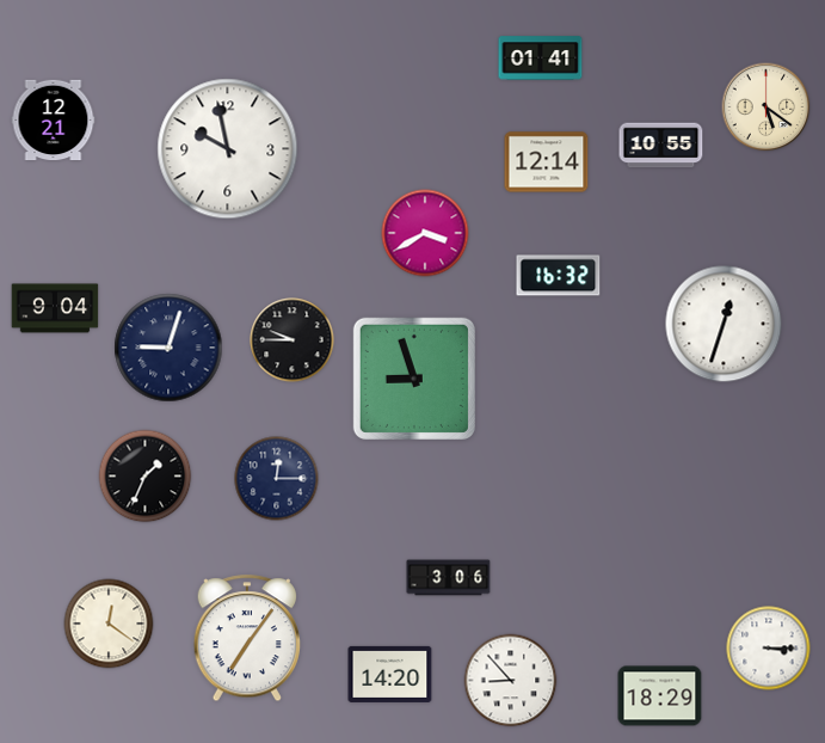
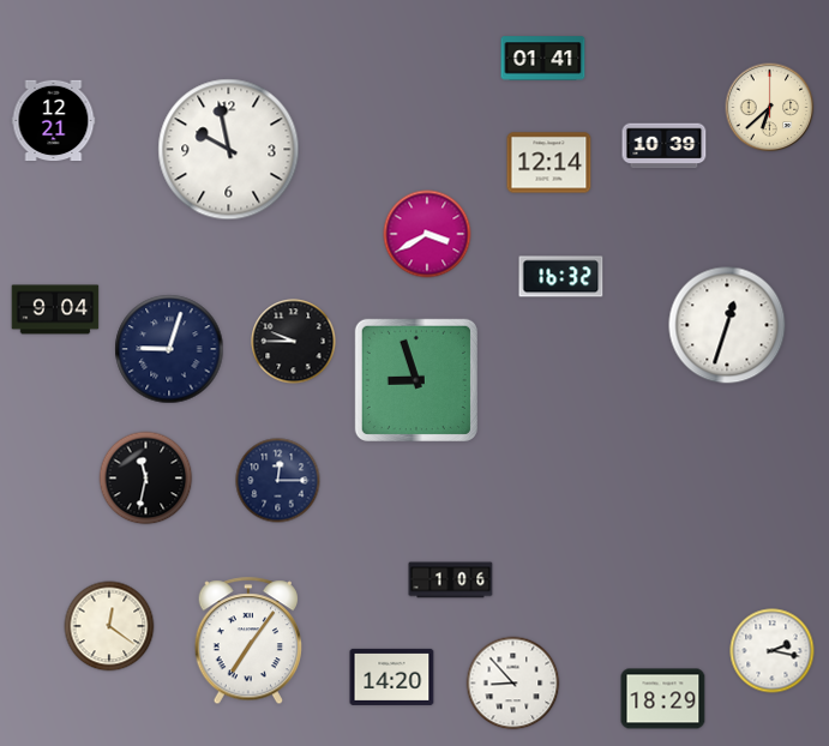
clock at (766, 108): 5:21 -> 6:38
clock at (661, 146): 10:55 -> 10:39
clock at (146, 477): 1:34 -> 11:32
clock at (449, 578): 3:06 -> 1:06
clock at (769, 649): 3:15 -> 2:17
